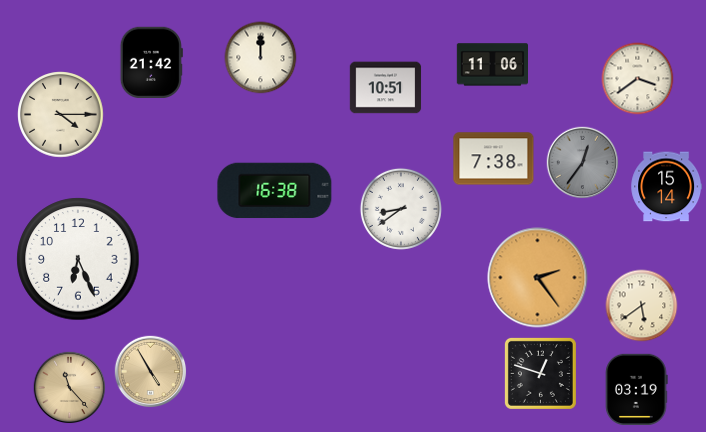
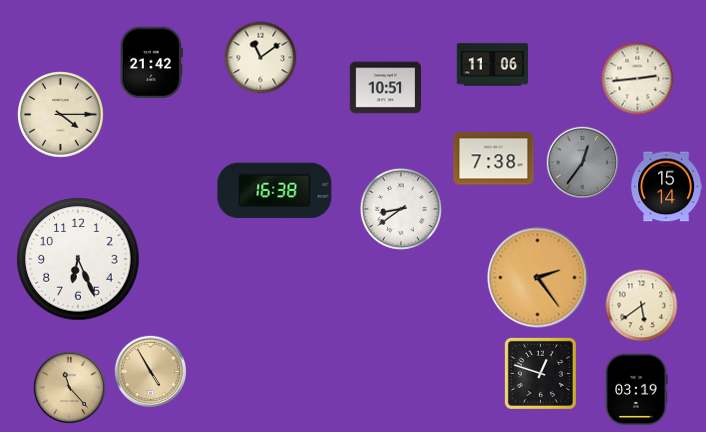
clock at (261, 58): 12:00 -> 11:09
clock at (638, 79): 3:39 -> 2:44
